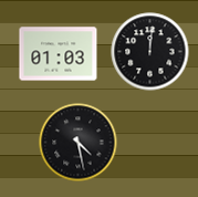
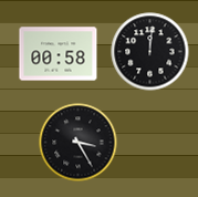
clock at (59, 54): 01:03 -> 00:58
clock at (79, 143): 4:28 -> 3:25
